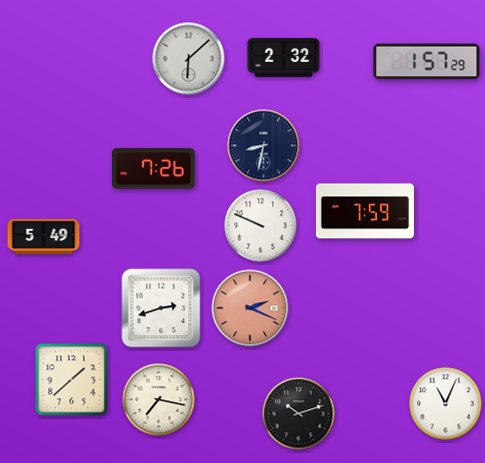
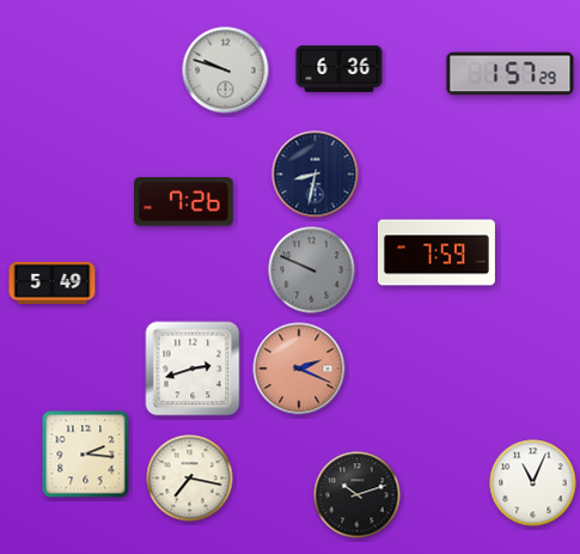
clock at (284, 57): 2:32 -> 6:36
clock at (189, 59): 6:08 -> 9:48
clock at (261, 226) dial: white -> grey
clock at (72, 380): 1:38 -> 2:16
